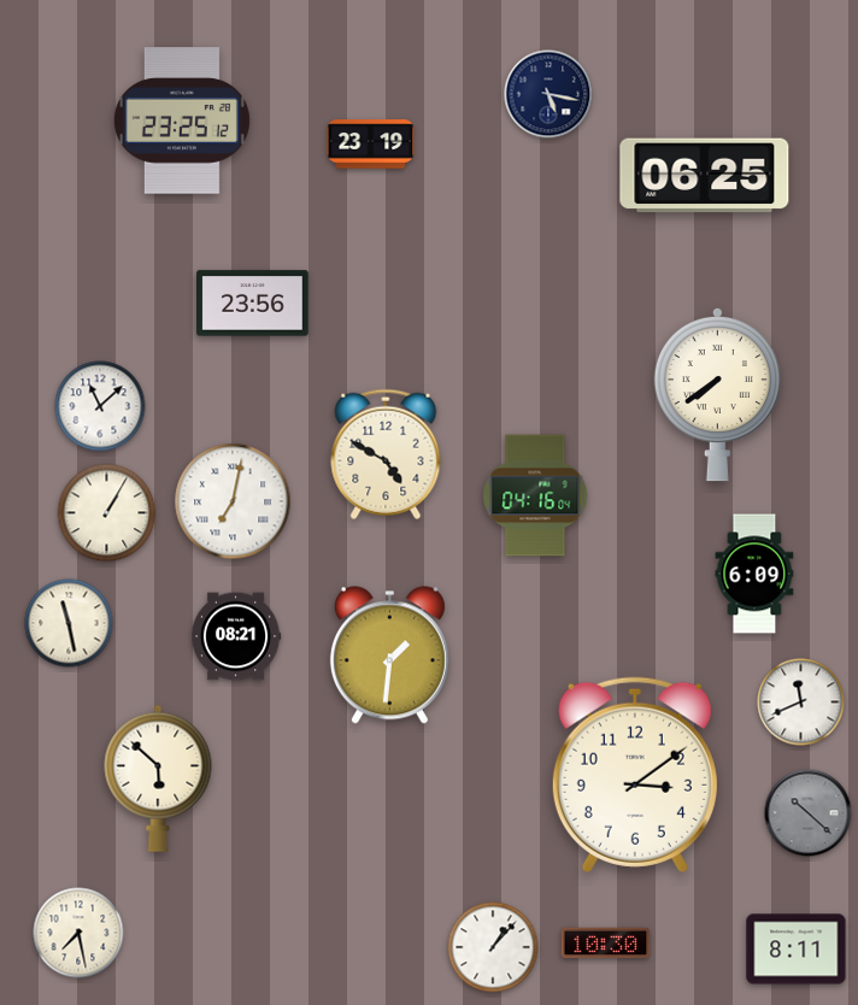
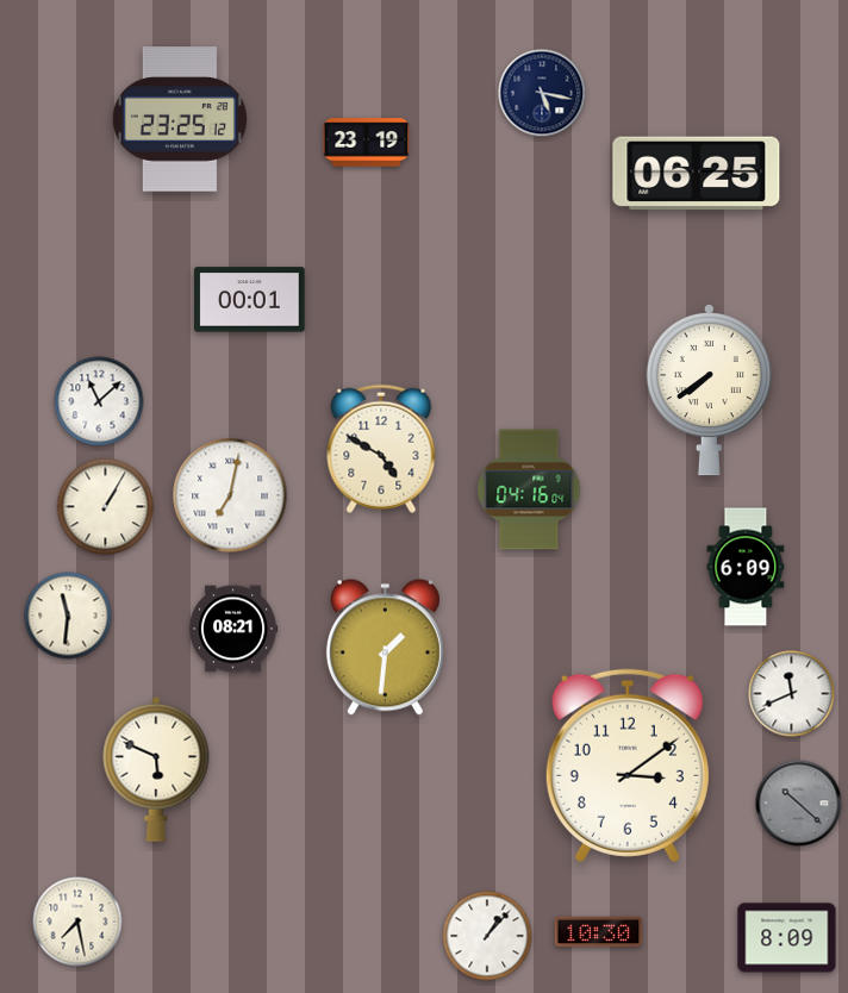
clock at (253, 304): 23:56 -> 00:01
clock at (69, 623): 11:28 -> 11:31
clock at (158, 778): 5:52 -> 5:49
clock at (797, 950): 8:11 -> 8:09
